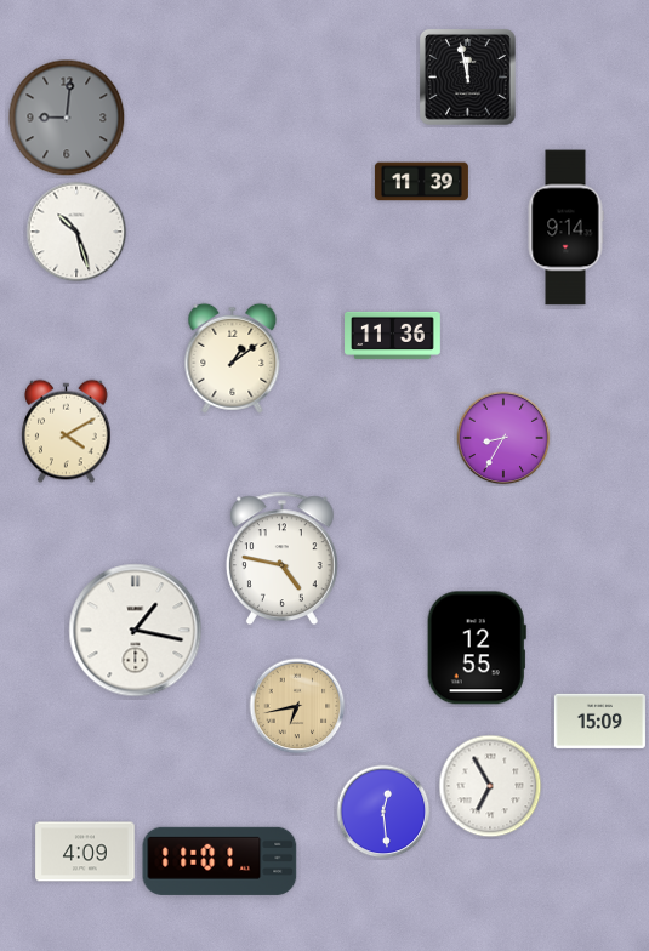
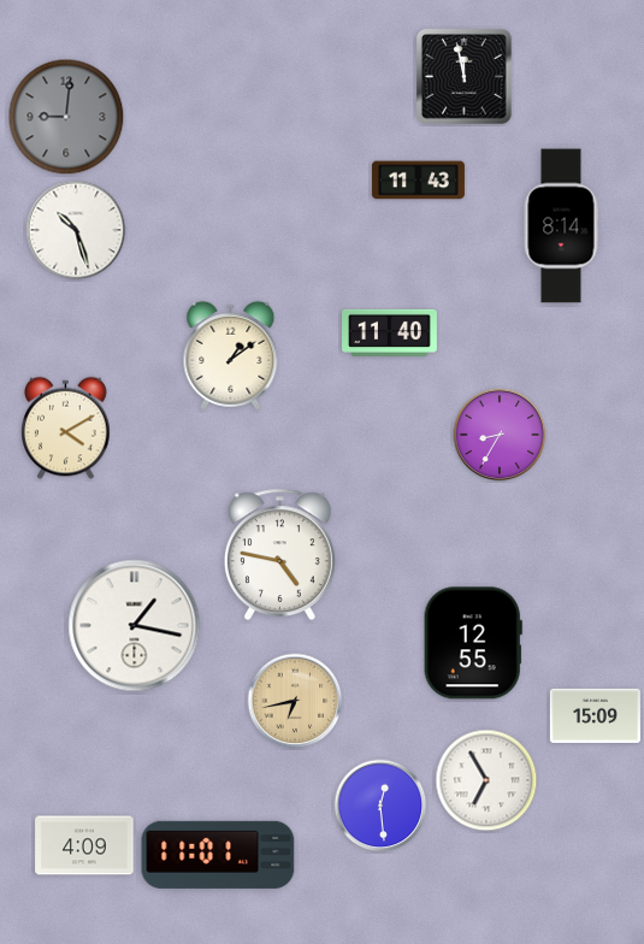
clock at (421, 182): 11:39 -> 11:43
clock at (565, 228): 9:14 -> 8:14
clock at (393, 335): 11:36 -> 11:40
